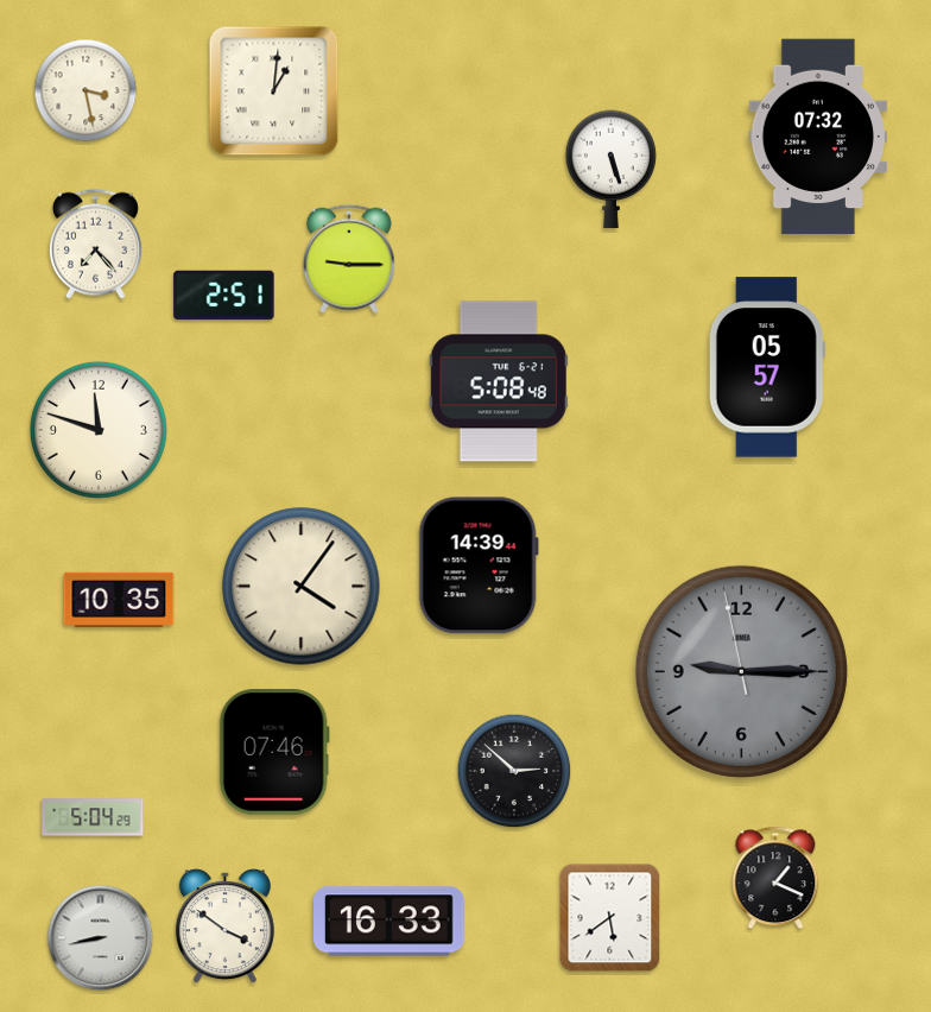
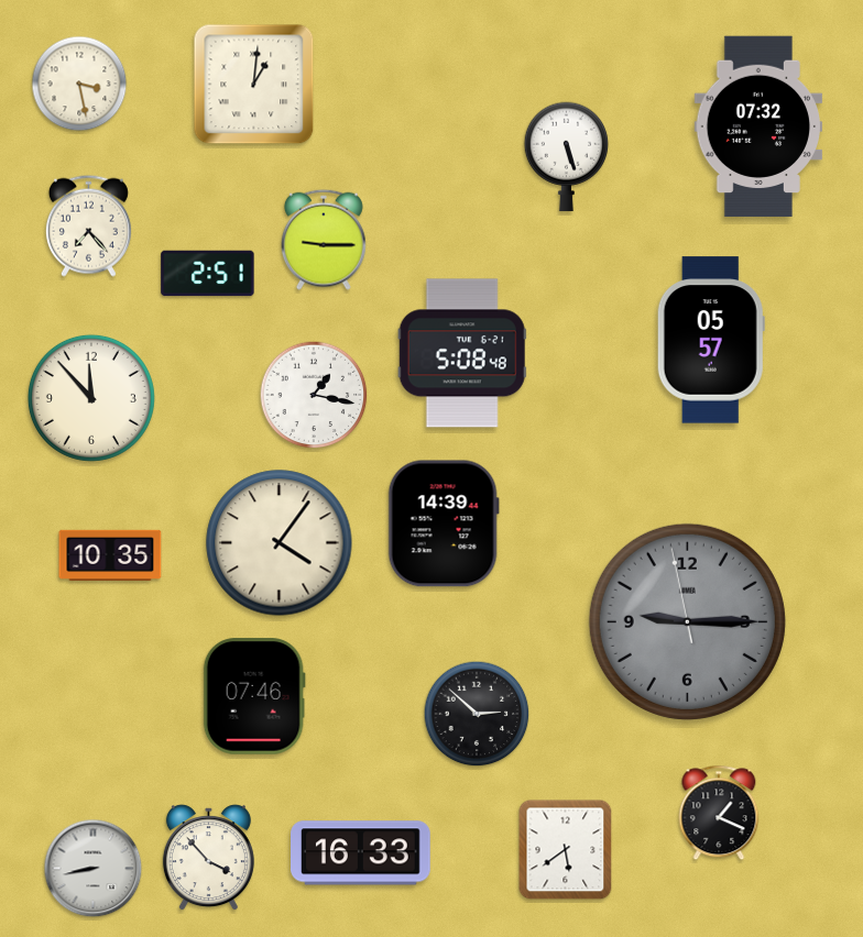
clock at (314, 395): none -> 1:17
clock at (99, 430): 11:48 -> 11:53
clock at (93, 817): 5:04 -> none
clock at (224, 926): 3:51 -> 3:53
